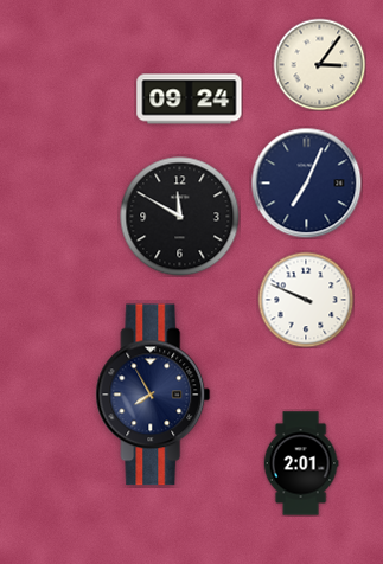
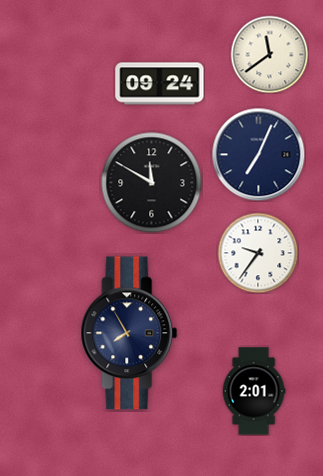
clock at (319, 64): 3:06 -> 11:39
clock at (306, 300): 9:49 -> 9:36
